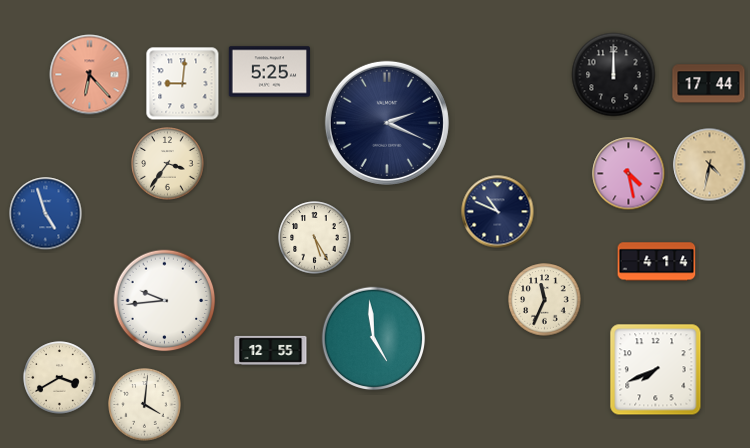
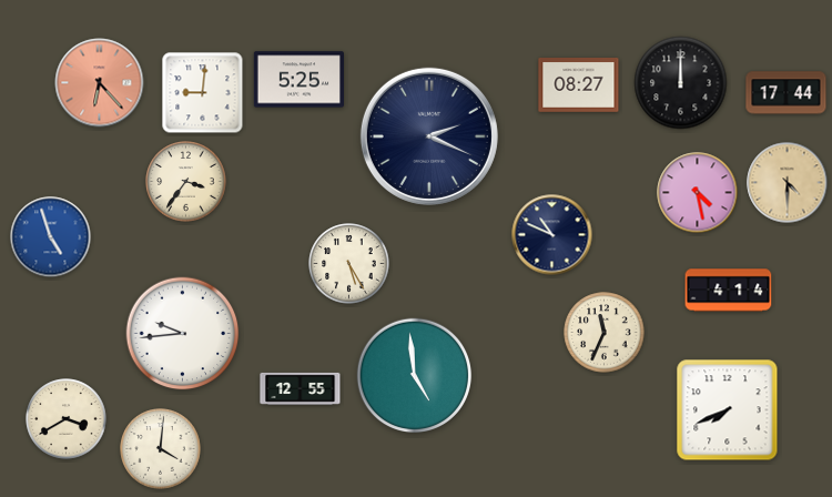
clock at (579, 85): none -> 08:27
clock at (710, 165): 4:32 -> 4:30
